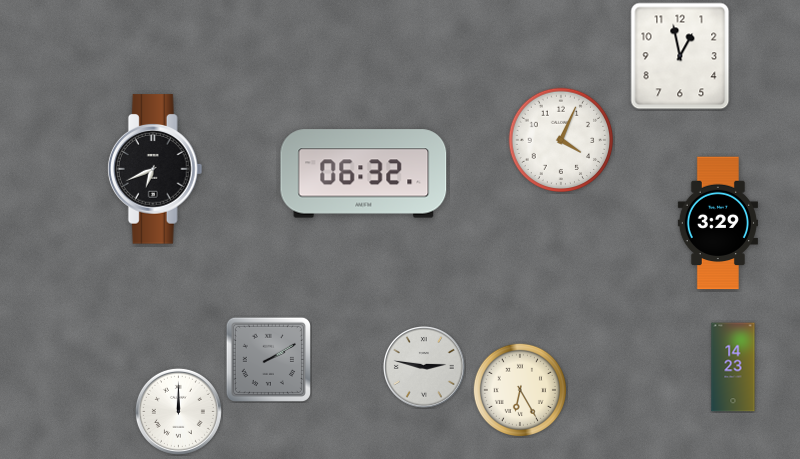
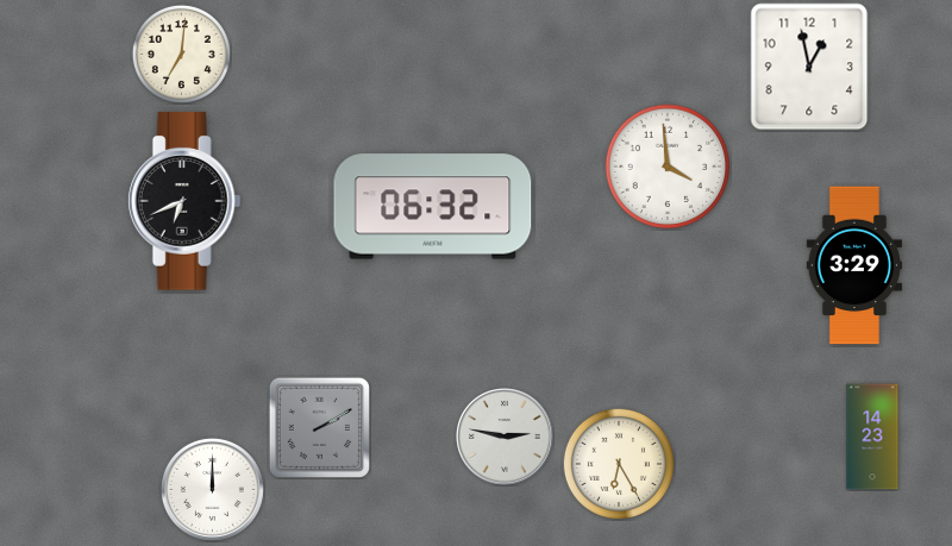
clock at (181, 54): none -> 7:01
clock at (561, 140): 4:04 -> 3:59
